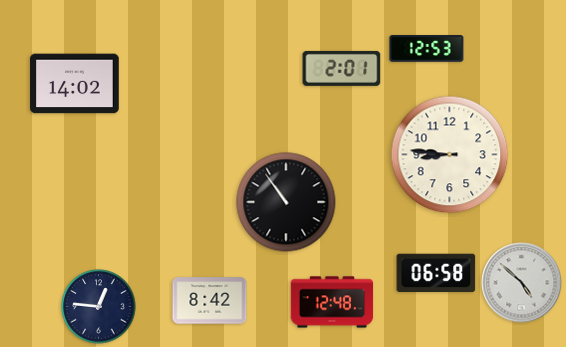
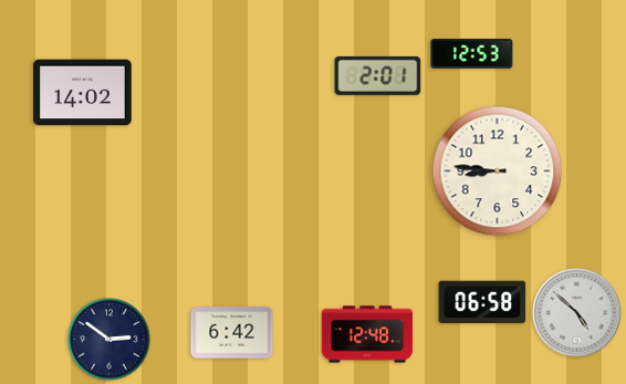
clock at (286, 202): 10:54 -> none
clock at (210, 301): 8:42 -> 6:42
clock at (99, 307): 12:46 -> 2:51
